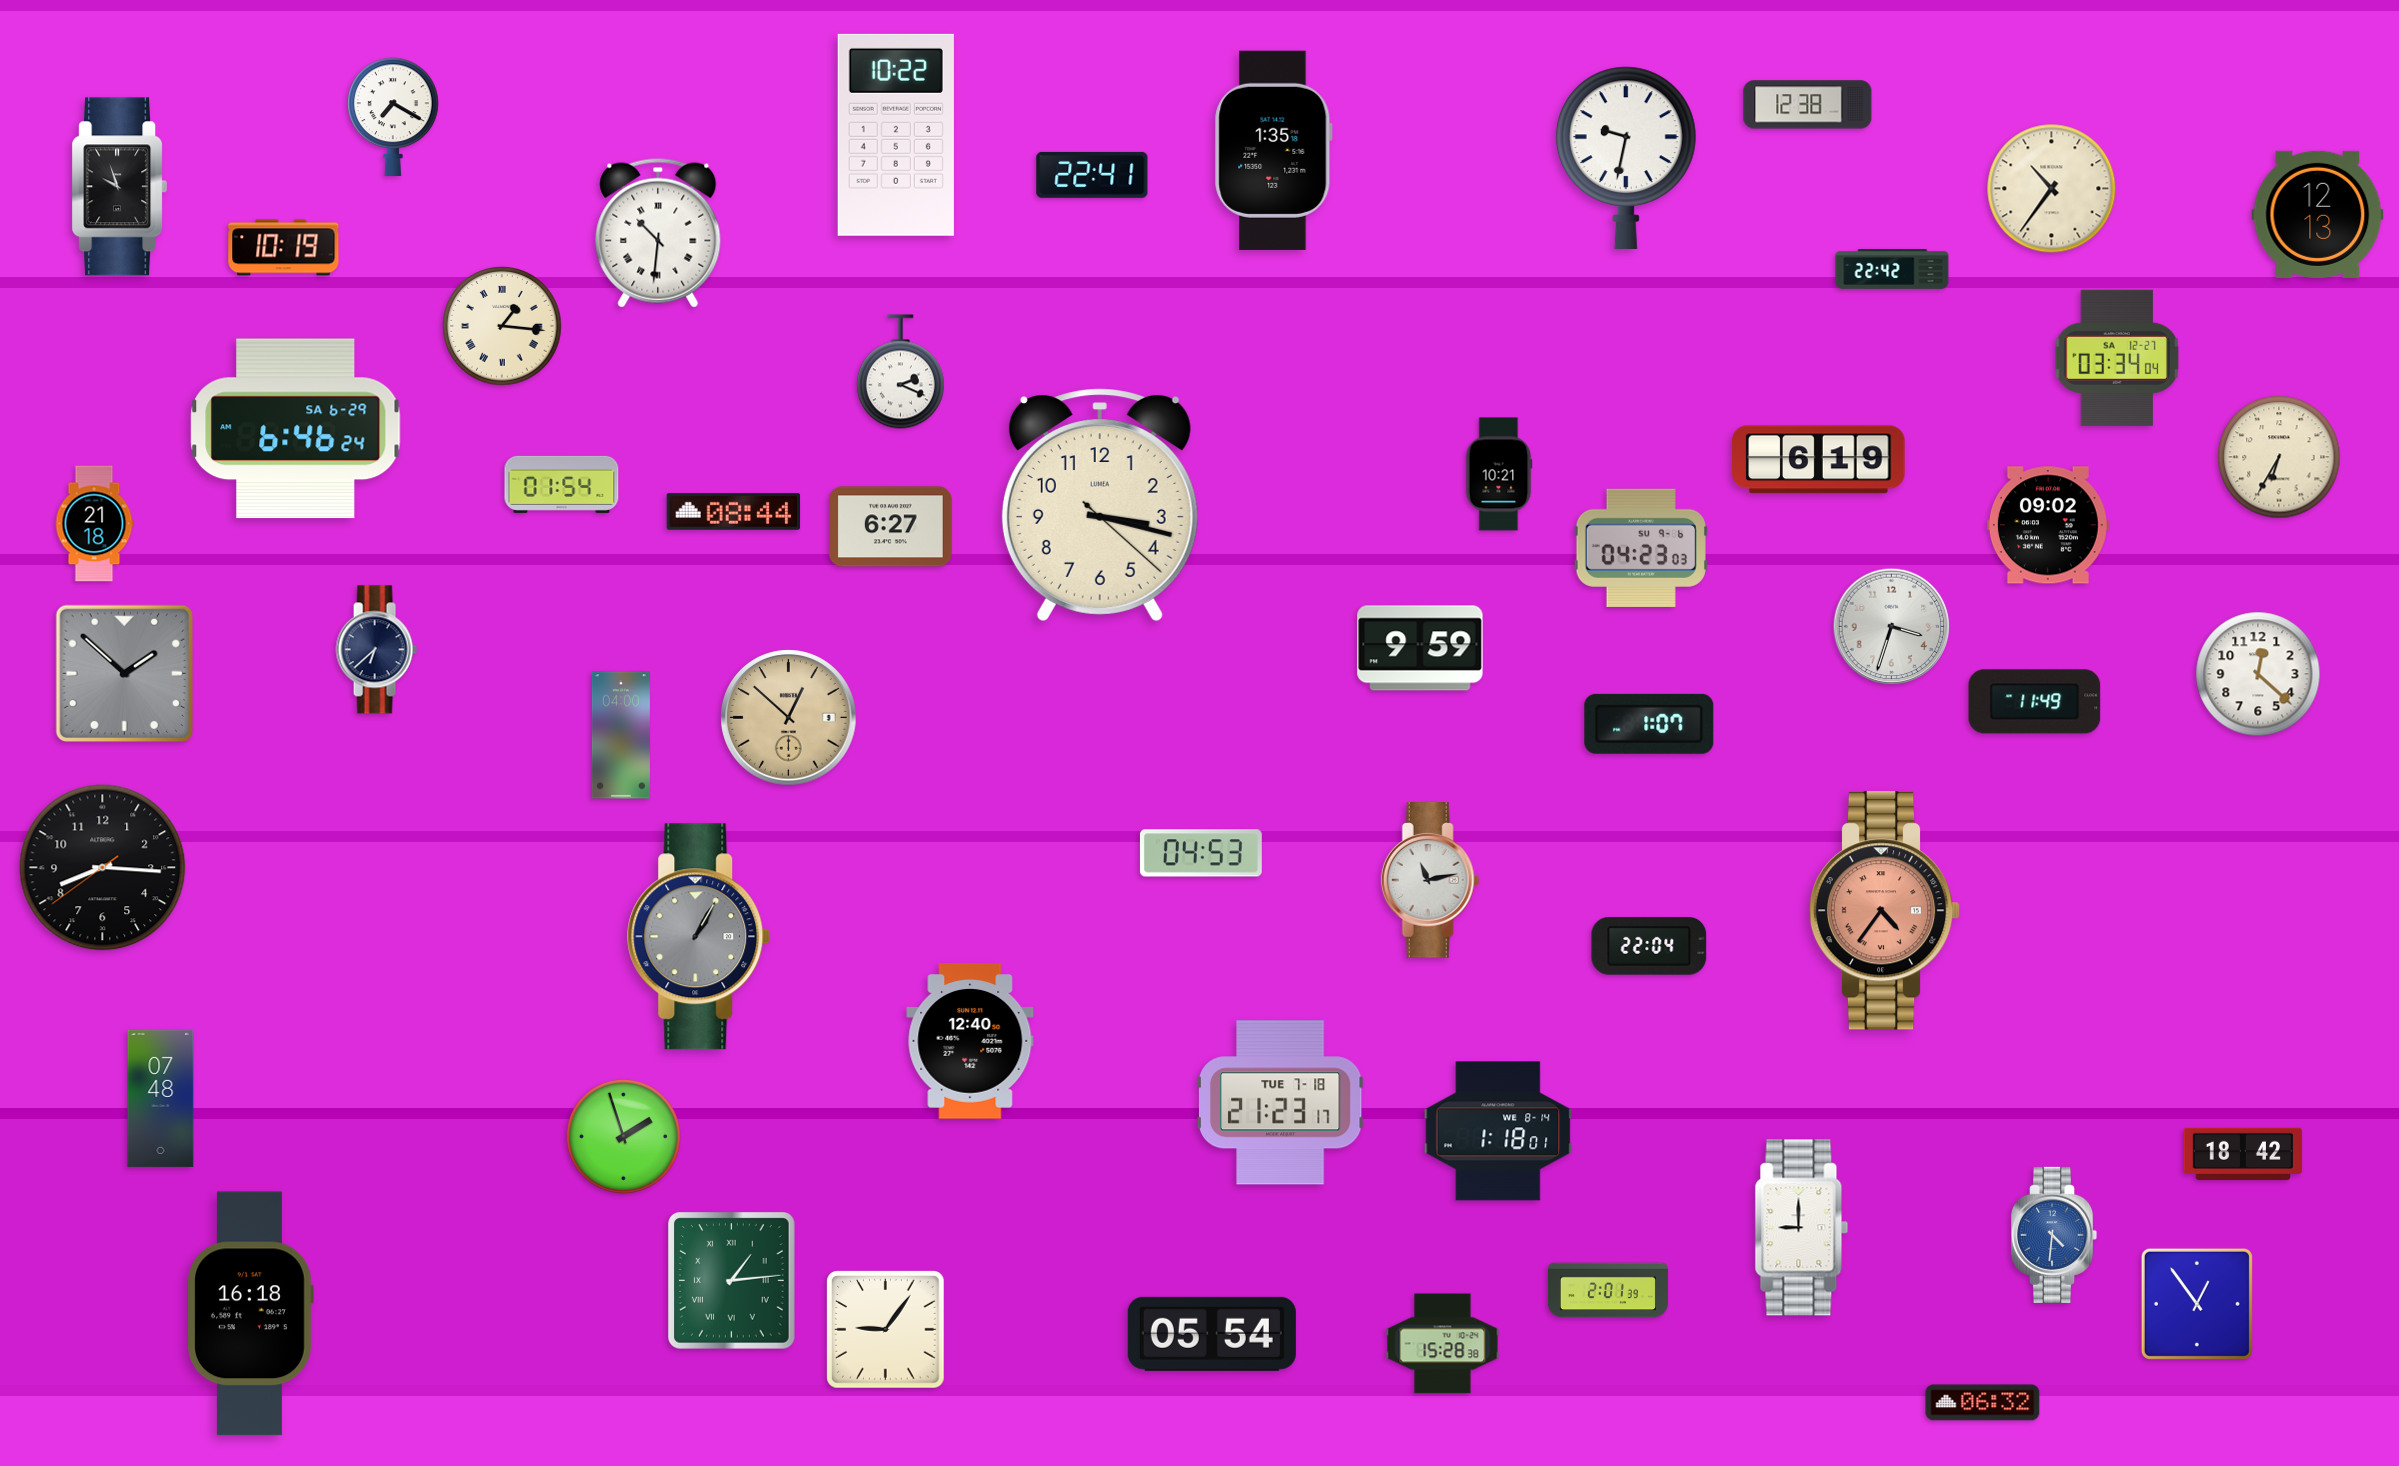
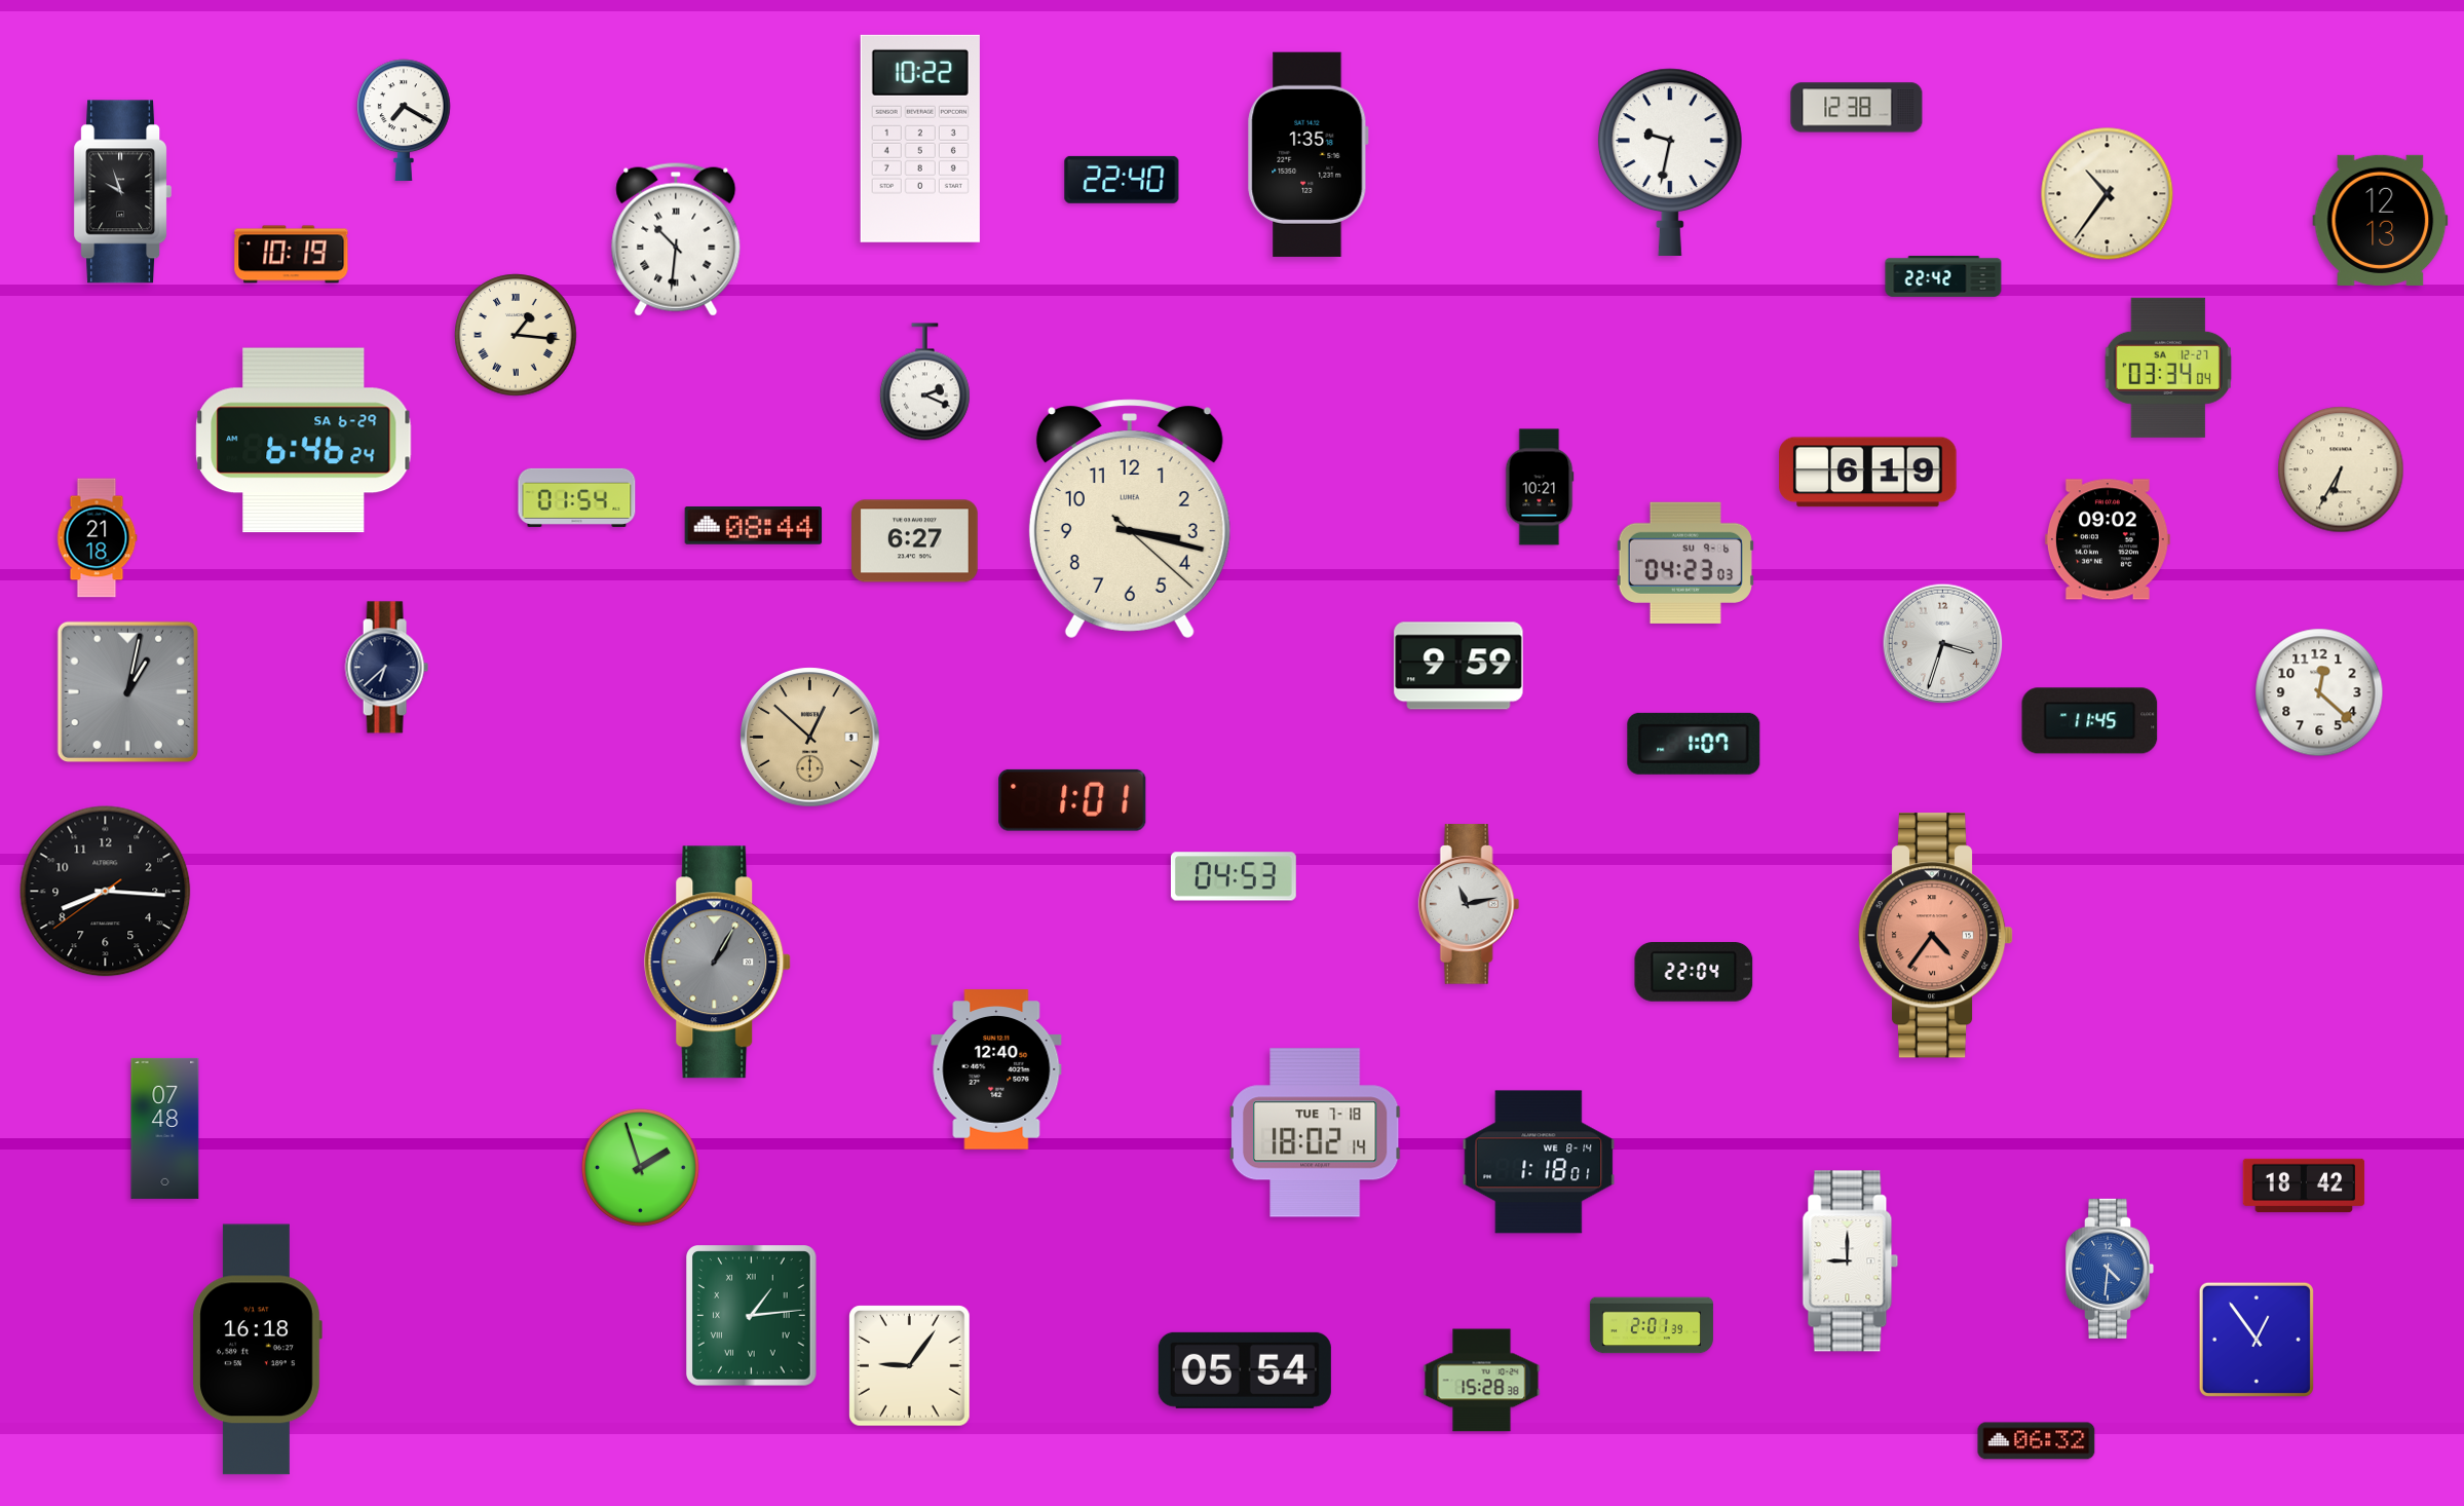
clock at (1092, 175): 22:41 -> 22:40
clock at (2117, 358) position: (2117, 358) -> (2168, 368)
clock at (2048, 525) position: (2048, 525) -> (2108, 539)
clock at (124, 673): 1:52 -> 1:02
clock at (2035, 702): 11:49 -> 11:45
clock at (621, 735): 04:00 -> none
clock at (1072, 800): none -> 1:01
clock at (1280, 1103): 21:23 -> 18:02
